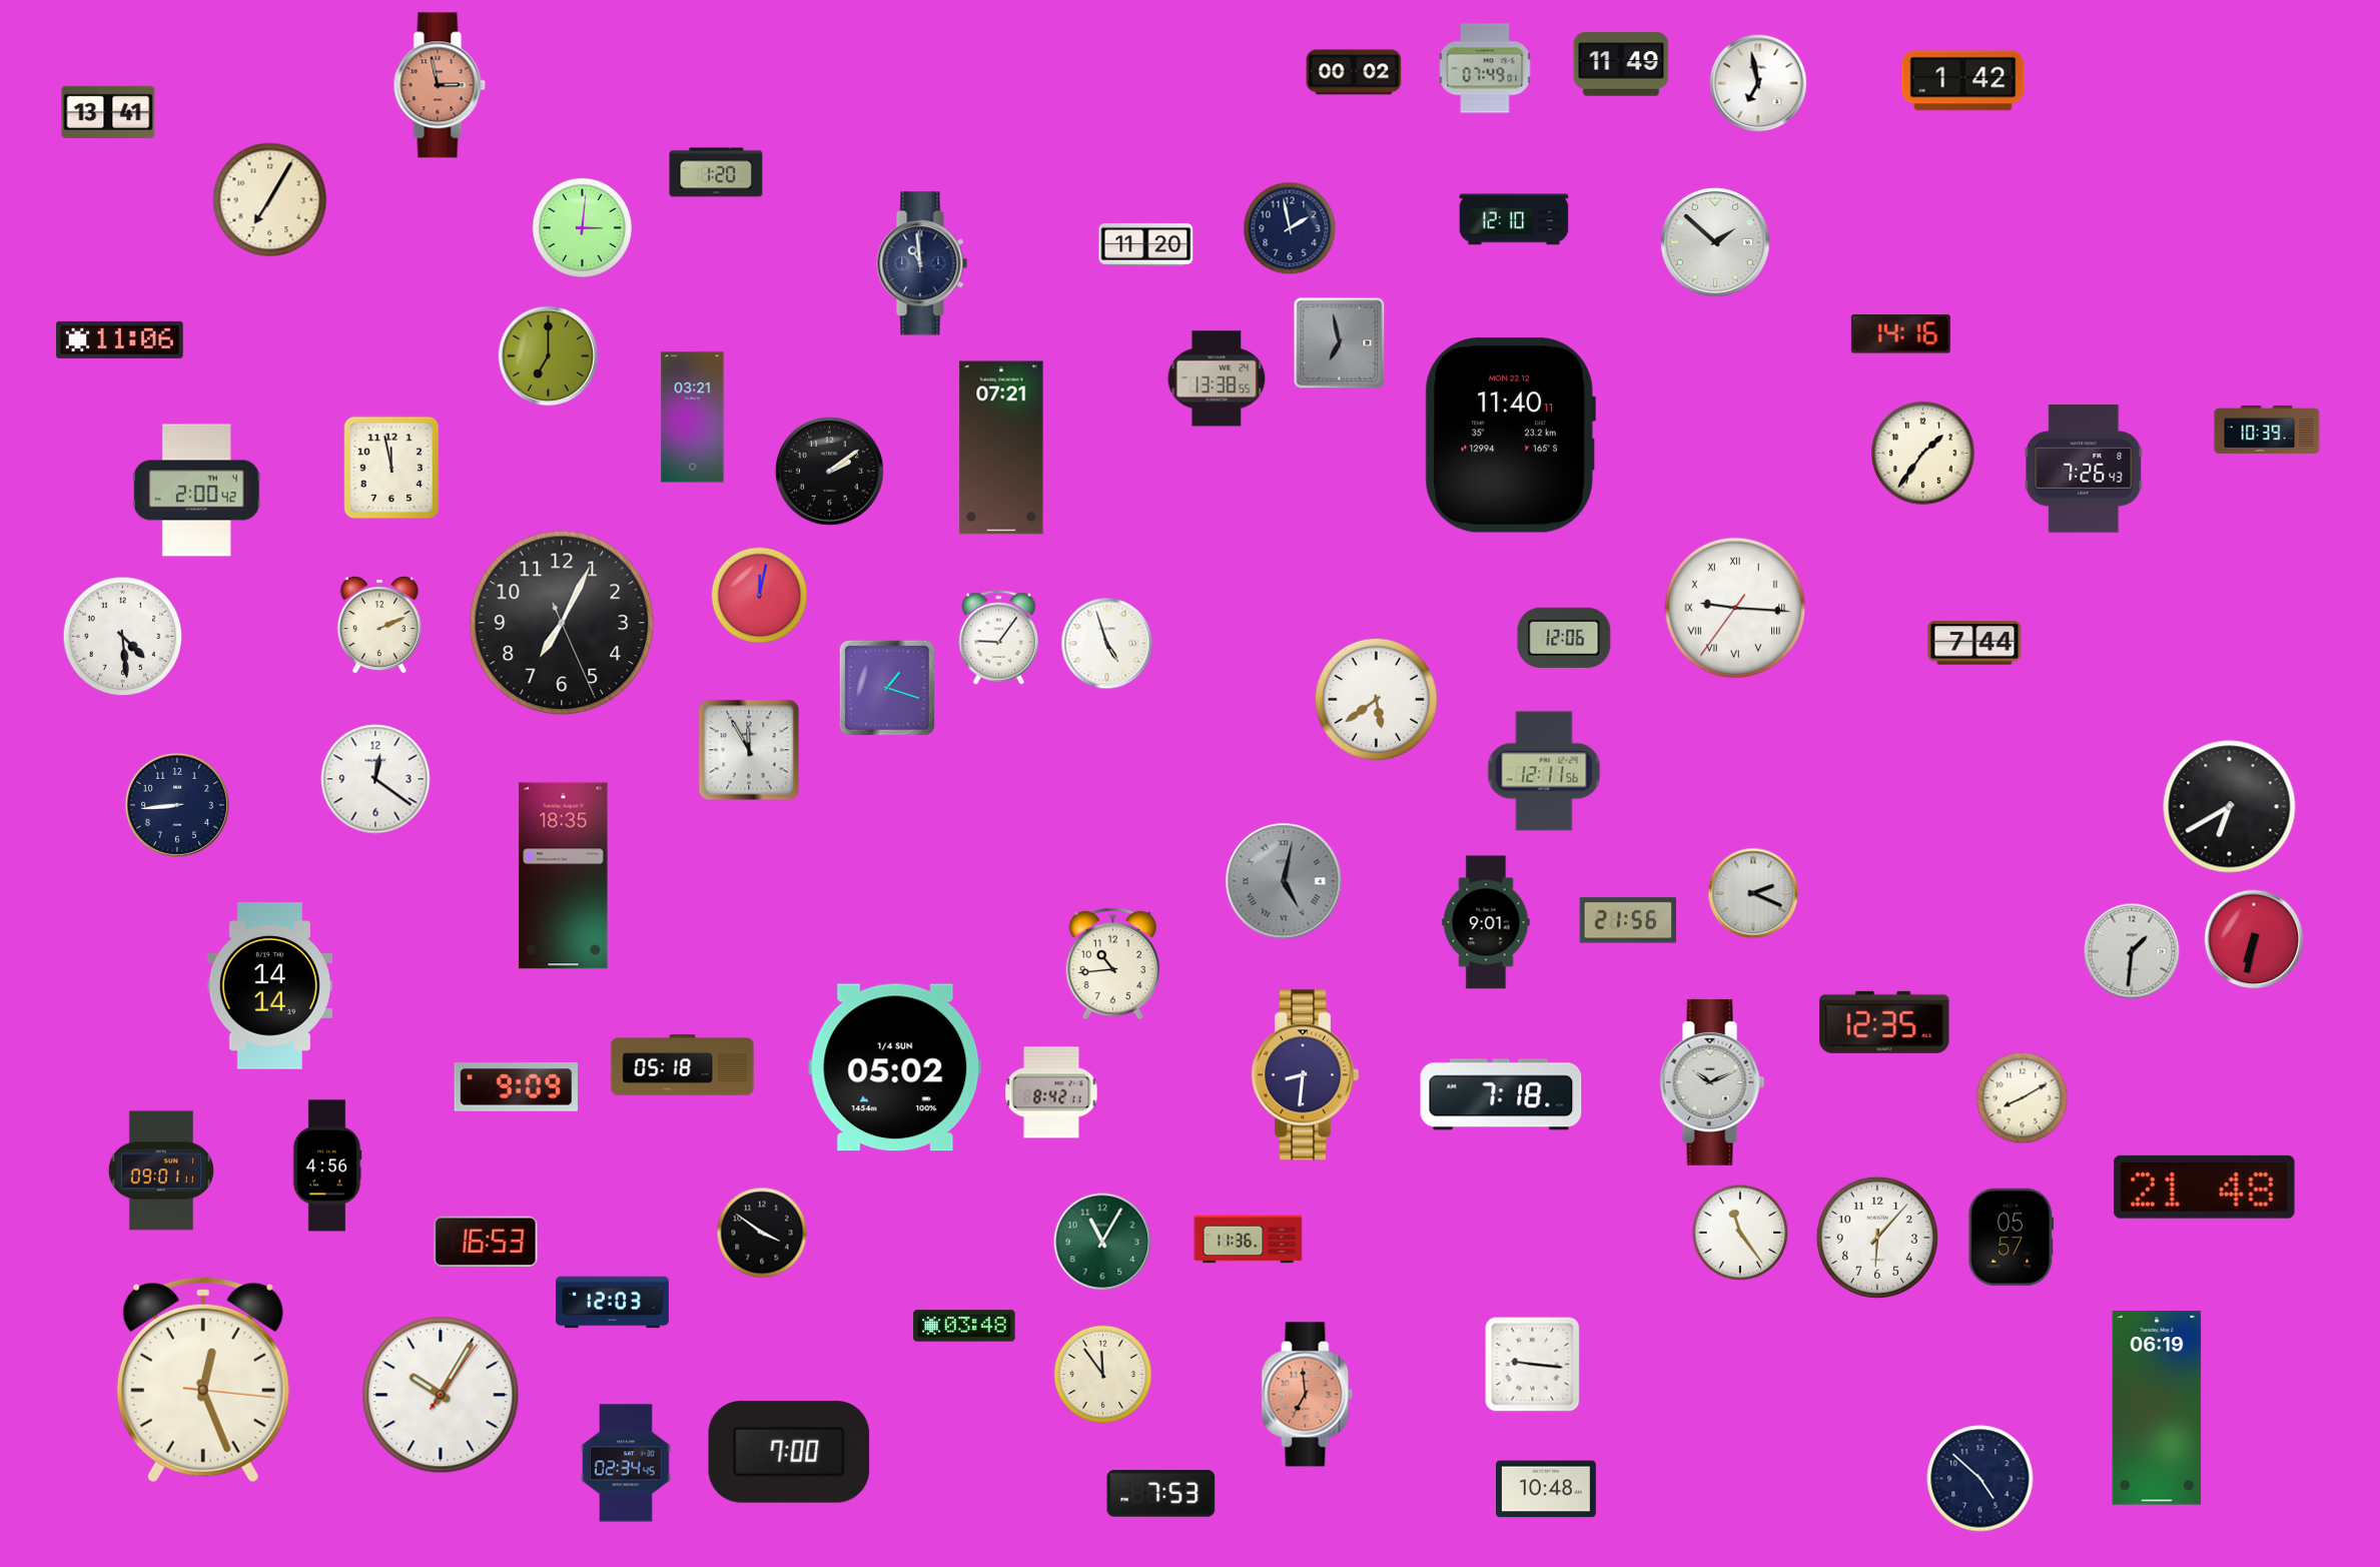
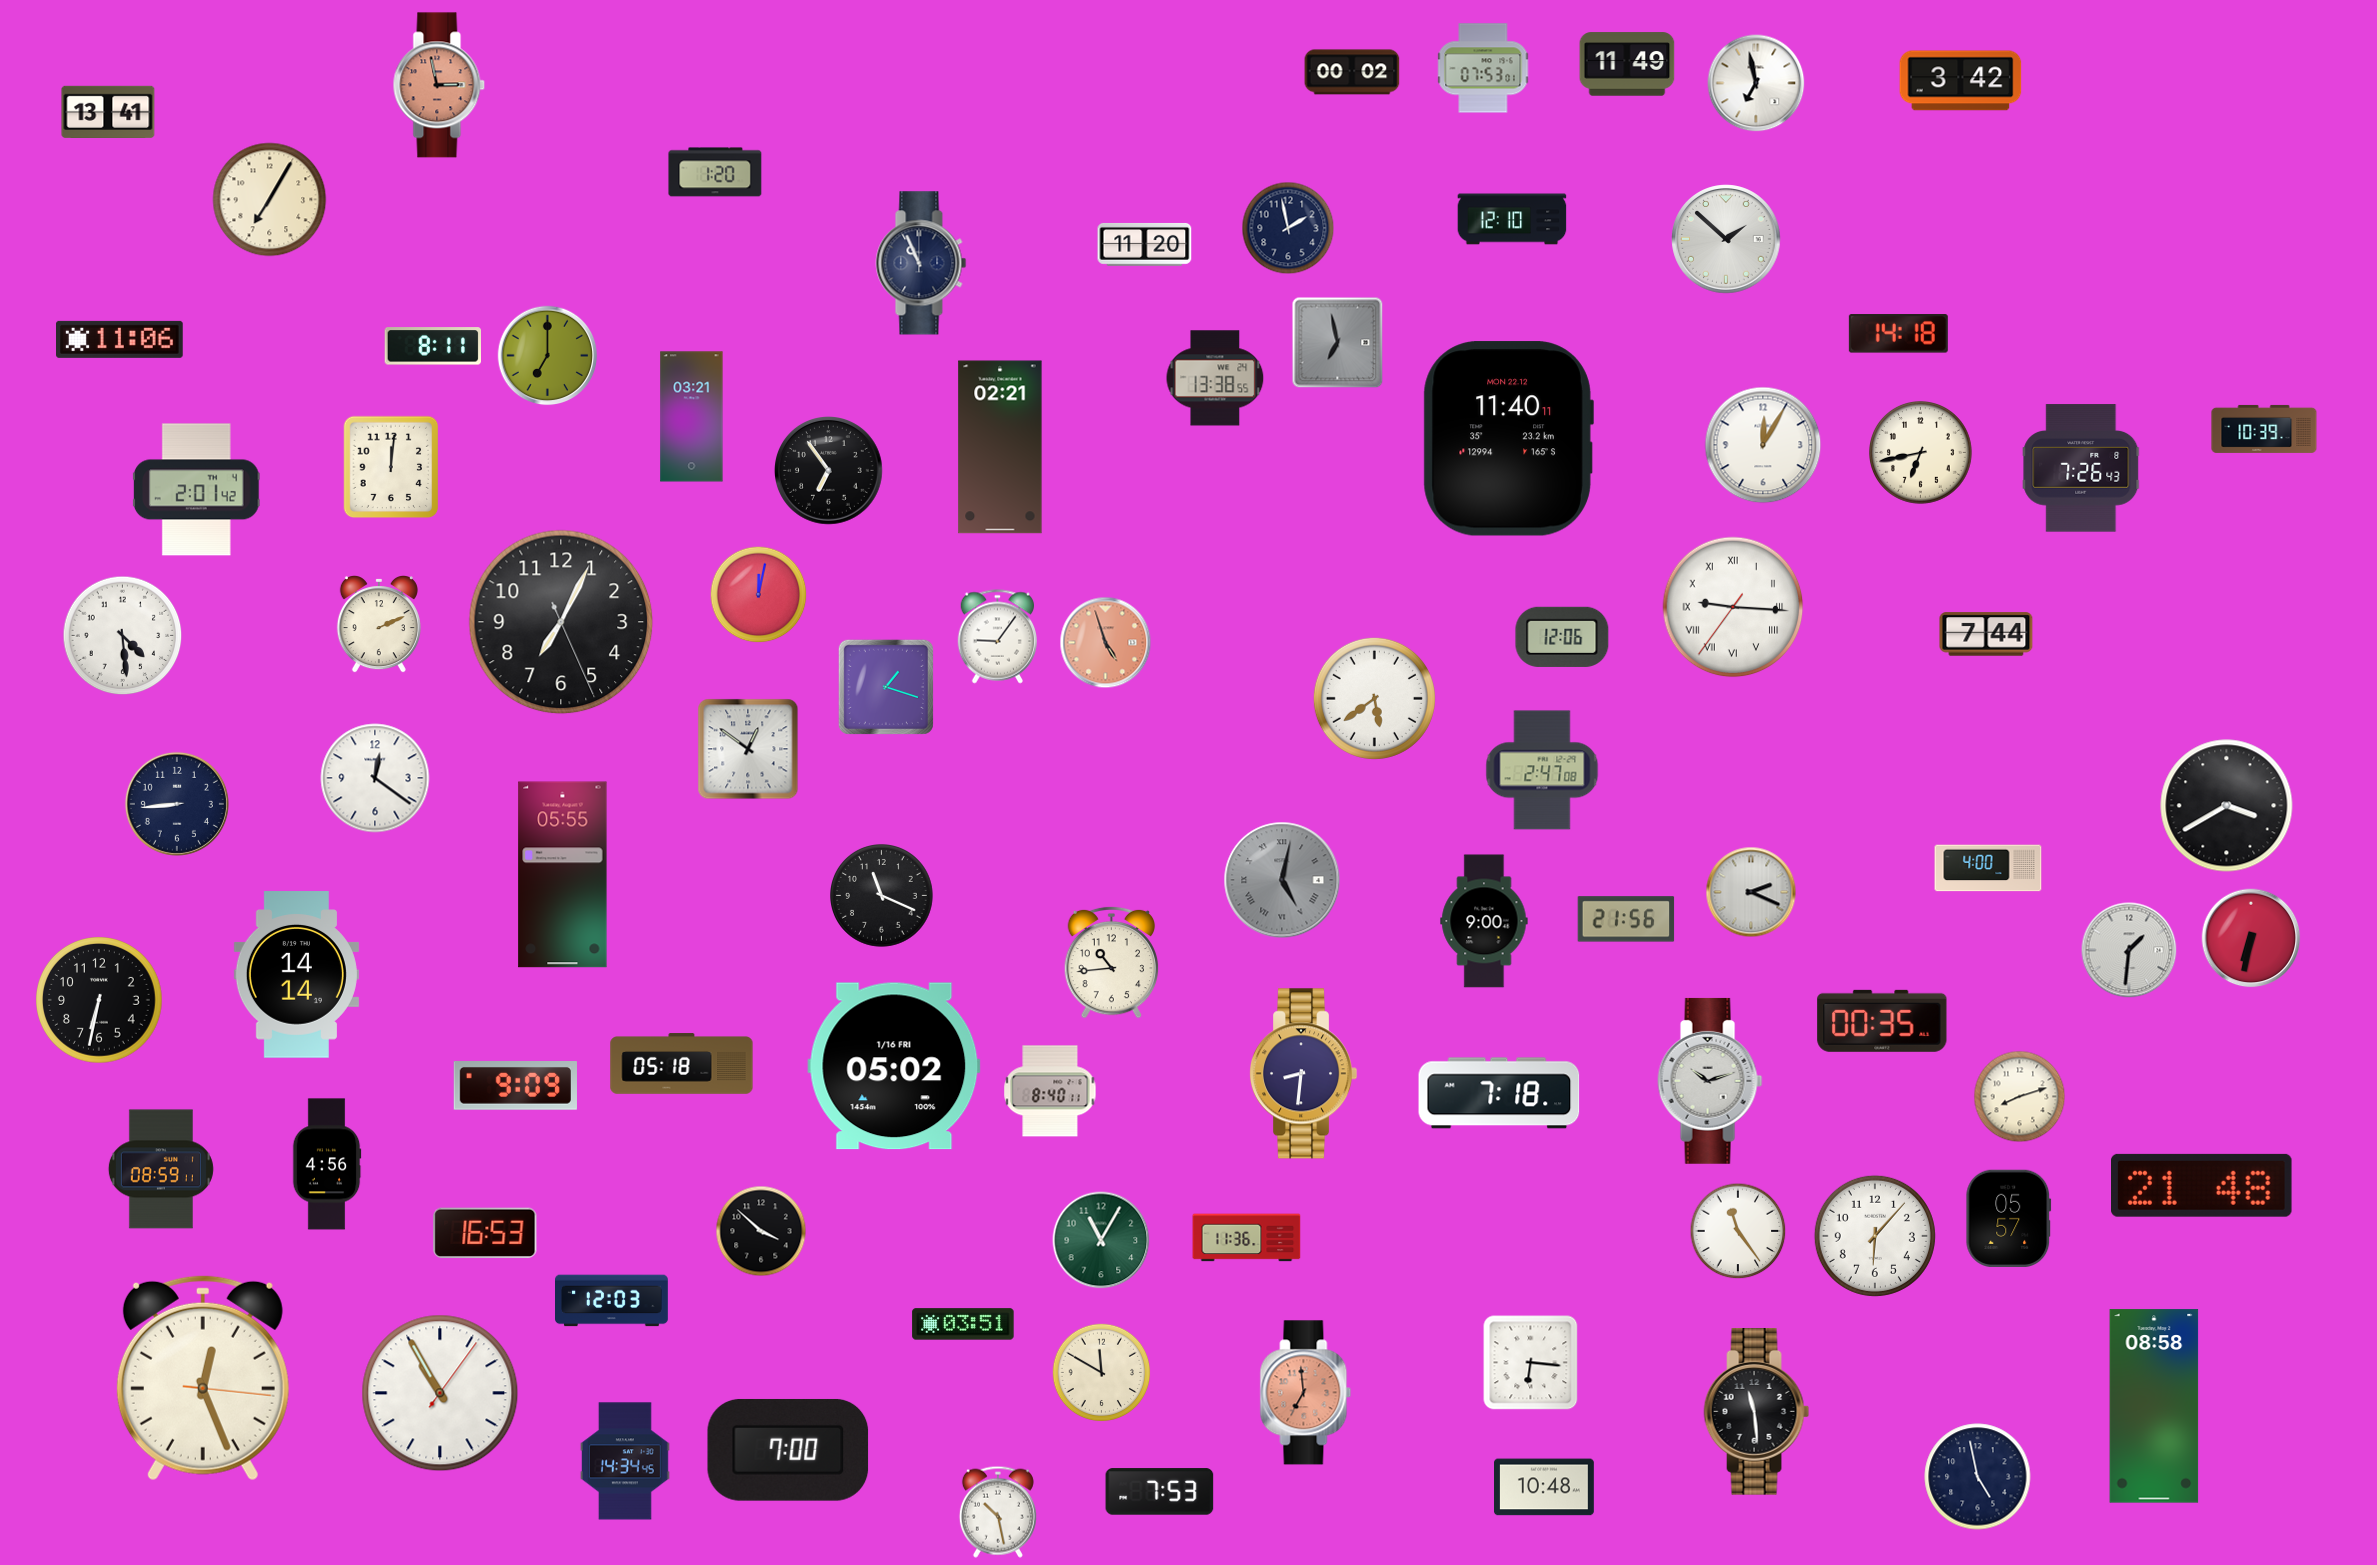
clock at (1621, 64) position: (1621, 64) -> (1627, 64)
clock at (1485, 68): 07:49 -> 07:53
clock at (1963, 81): 1:42 -> 3:42
clock at (582, 227): 3:01 -> none
clock at (1715, 242) position: (1715, 242) -> (1726, 239)
clock at (922, 263): 10:59 -> 10:56
clock at (1900, 334): 14:16 -> 14:18
clock at (433, 346): none -> 8:11
clock at (1510, 436) position: (1510, 436) -> (1508, 439)
clock at (1763, 445): none -> 12:05
clock at (1001, 448): 07:21 -> 02:21
clock at (1923, 454): 1:36 -> 6:43
clock at (391, 468): 11:58 -> 12:01
clock at (830, 472): 2:09 -> 6:54
clock at (196, 491): 2:00 -> 2:01
clock at (1974, 643) position: (1974, 643) -> (1986, 634)
clock at (1107, 644) dial: white -> salmon
clock at (749, 750): 11:55 -> 12:51
clock at (1544, 771): 12:11 -> 2:47
clock at (2230, 807): 6:40 -> 3:40
clock at (1988, 868): none -> 4:00
clock at (564, 876): 18:35 -> 05:55
clock at (882, 896): none -> 11:19
clock at (1486, 922): 9:01 -> 9:00
clock at (269, 986) position: (269, 986) -> (296, 975)
clock at (99, 1000): none -> 6:32
clock at (1884, 1022): 12:35 -> 00:35
clock at (895, 1067) date: 1/4 SUN -> 1/16 FRI
clock at (1712, 1082): 10:11 -> 10:12
clock at (1051, 1092): 8:42 -> 8:40
clock at (2023, 1098): 8:10 -> 8:12
clock at (161, 1170): 09:01 -> 08:59
clock at (762, 1233): 3:51 -> 3:52
clock at (2012, 1237) position: (2012, 1237) -> (2009, 1218)
clock at (486, 1242) position: (486, 1242) -> (485, 1233)
clock at (964, 1326): 03:48 -> 03:51
clock at (1533, 1365): 9:16 -> 6:16
clock at (1103, 1375): 11:54 -> 11:50
clock at (441, 1395): 10:05 -> 10:55
clock at (2157, 1408): 06:19 -> 08:58
clock at (1757, 1412): none -> 11:29
clock at (626, 1463): 02:34 -> 14:34
clock at (1980, 1479): 4:52 -> 4:58
clock at (998, 1512): none -> 10:28
